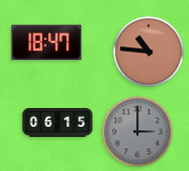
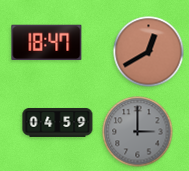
clock at (149, 52): 10:46 -> 12:40
clock at (58, 122): 06:15 -> 04:59
